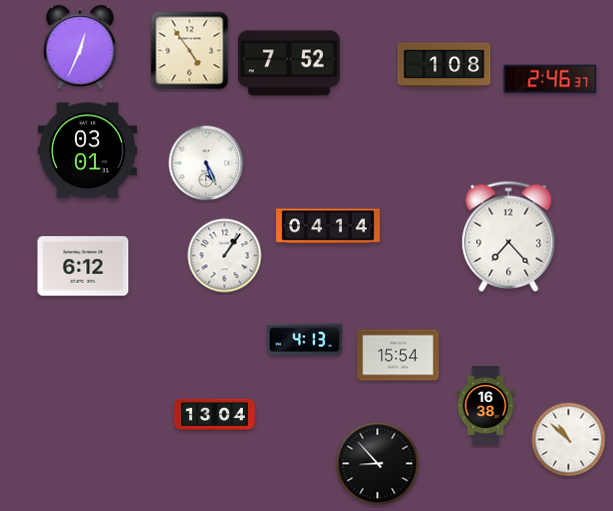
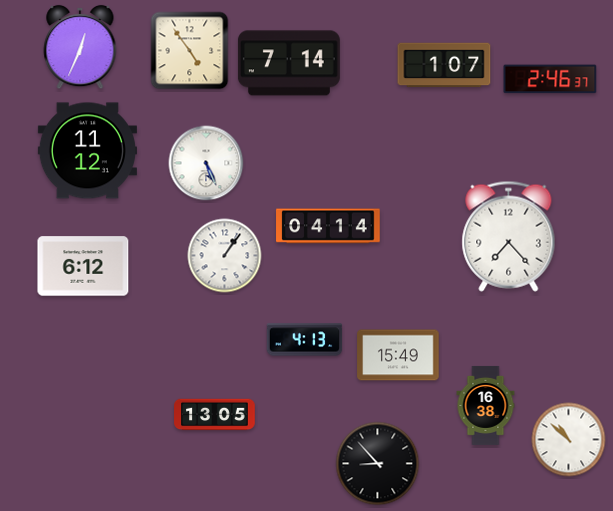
clock at (289, 63): 7:52 -> 7:14
clock at (444, 65): 1:08 -> 1:07
clock at (87, 151): 03:01 -> 11:12
clock at (398, 355): 15:54 -> 15:49
clock at (215, 415): 13:04 -> 13:05
